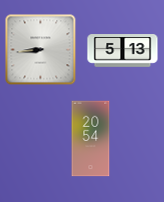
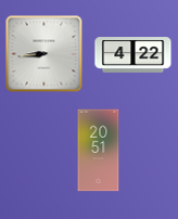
clock at (123, 51): 5:13 -> 4:22
clock at (91, 139): 20:54 -> 20:51
